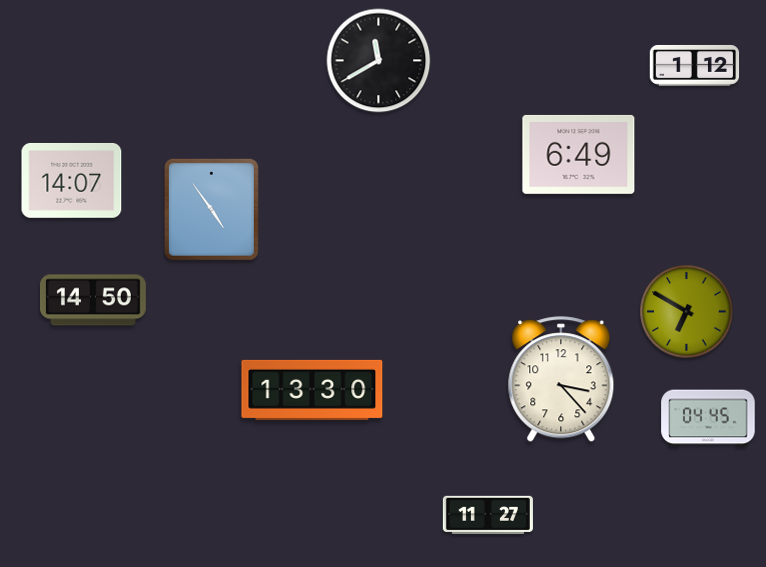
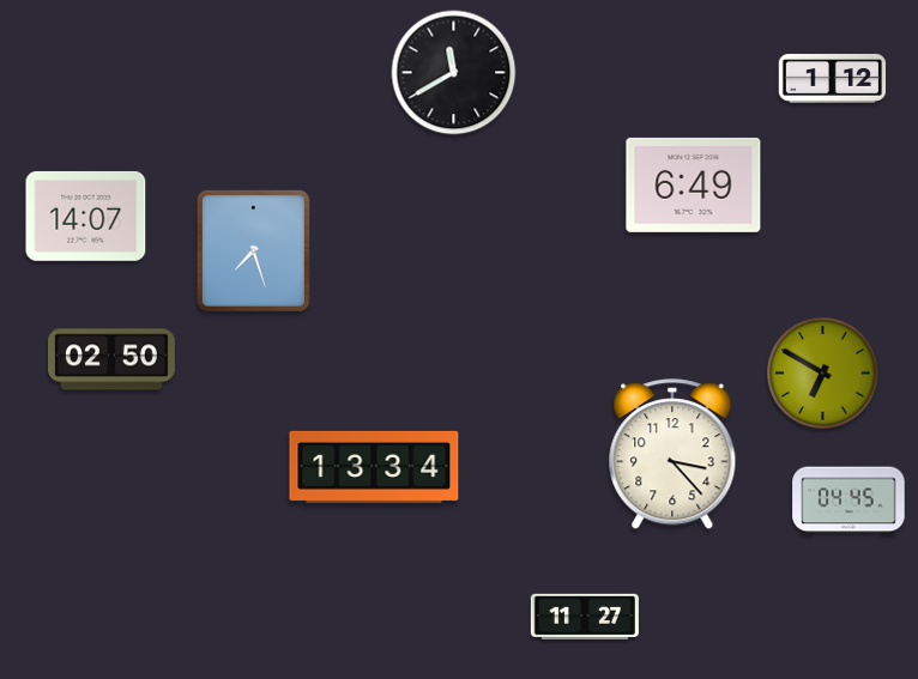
clock at (211, 209): 4:54 -> 7:27
clock at (93, 300): 14:50 -> 02:50
clock at (312, 390): 13:30 -> 13:34
